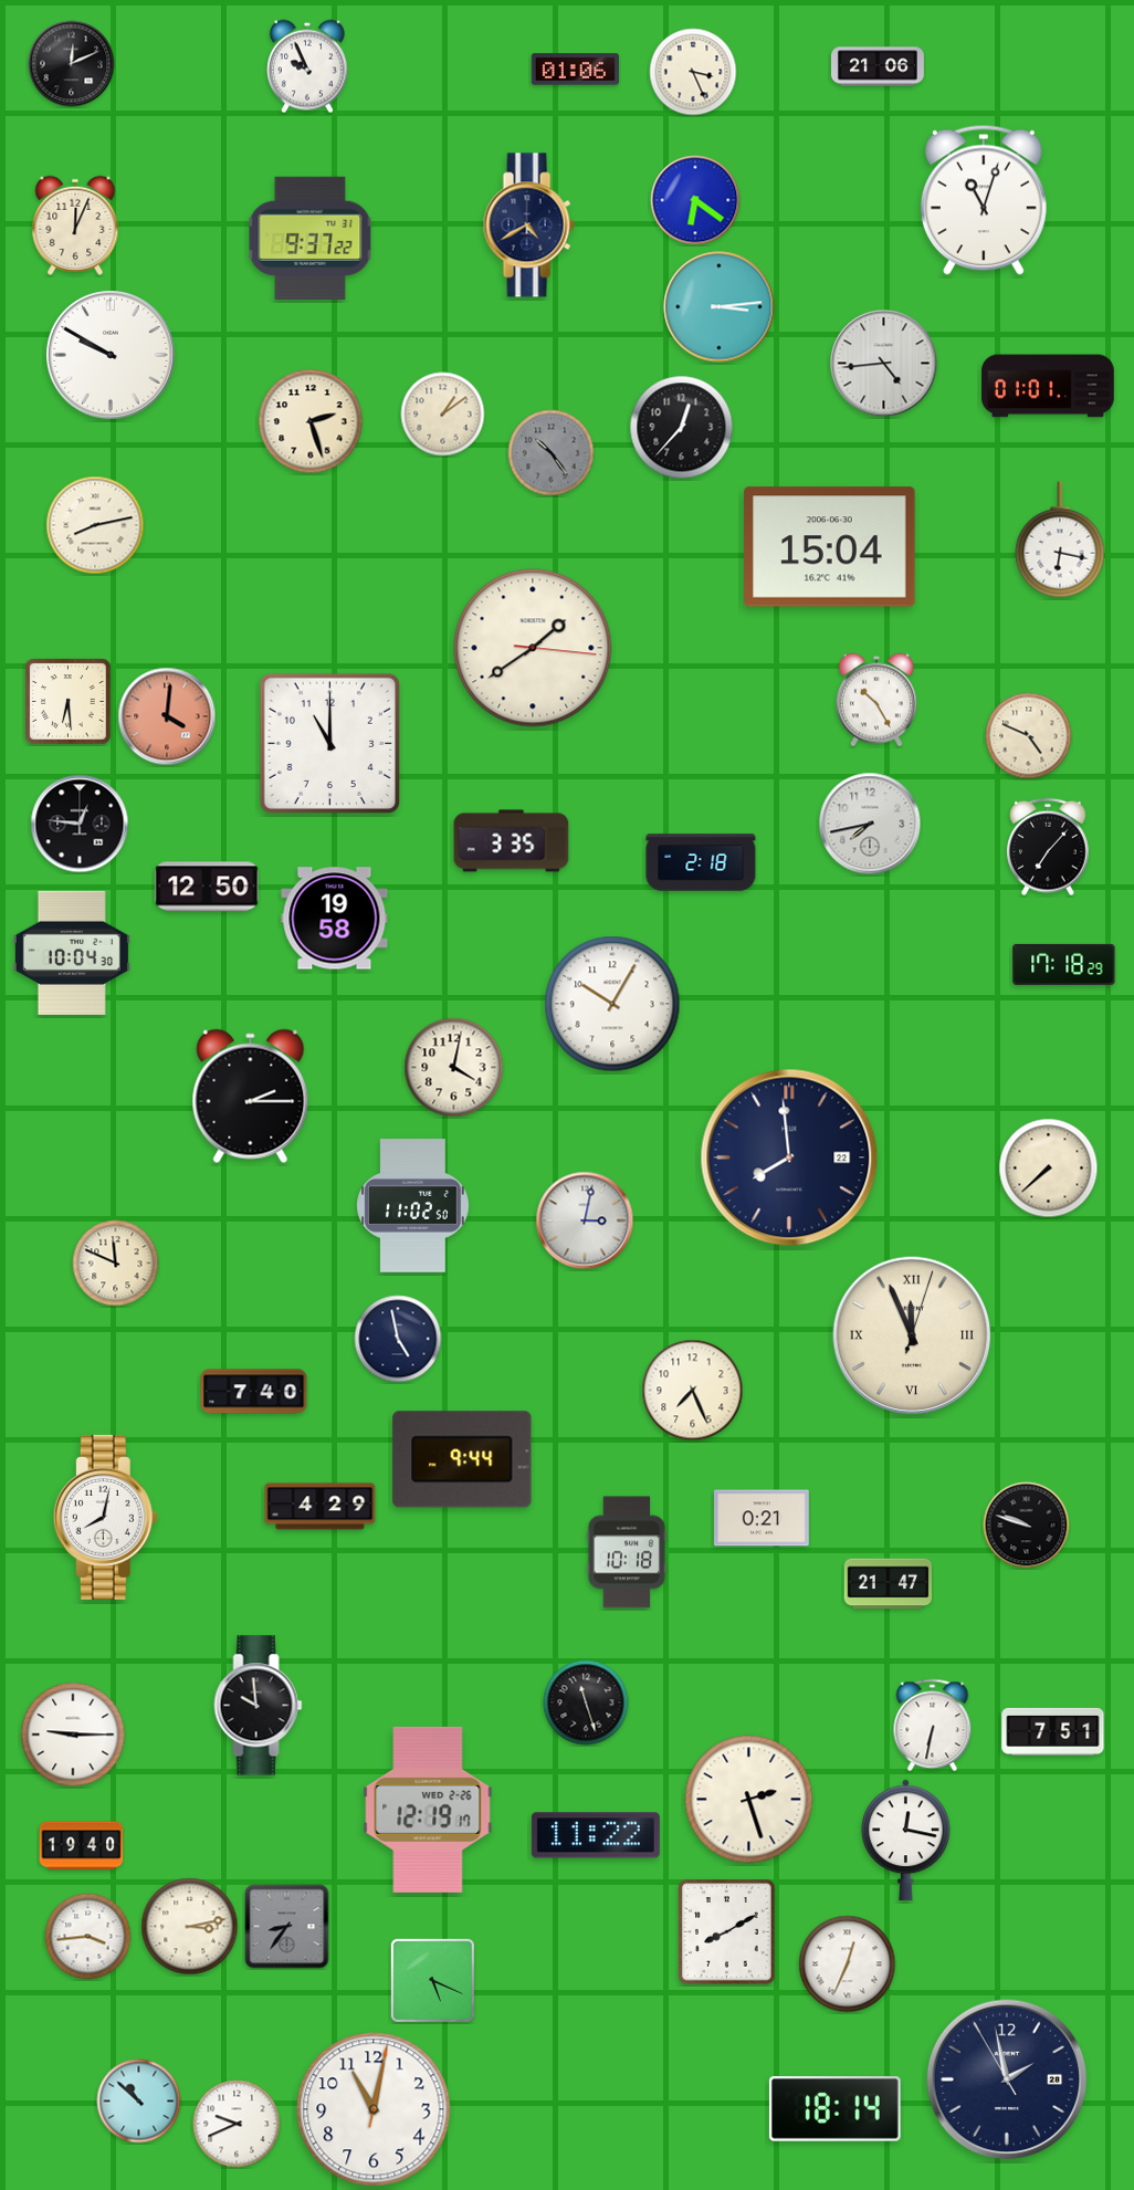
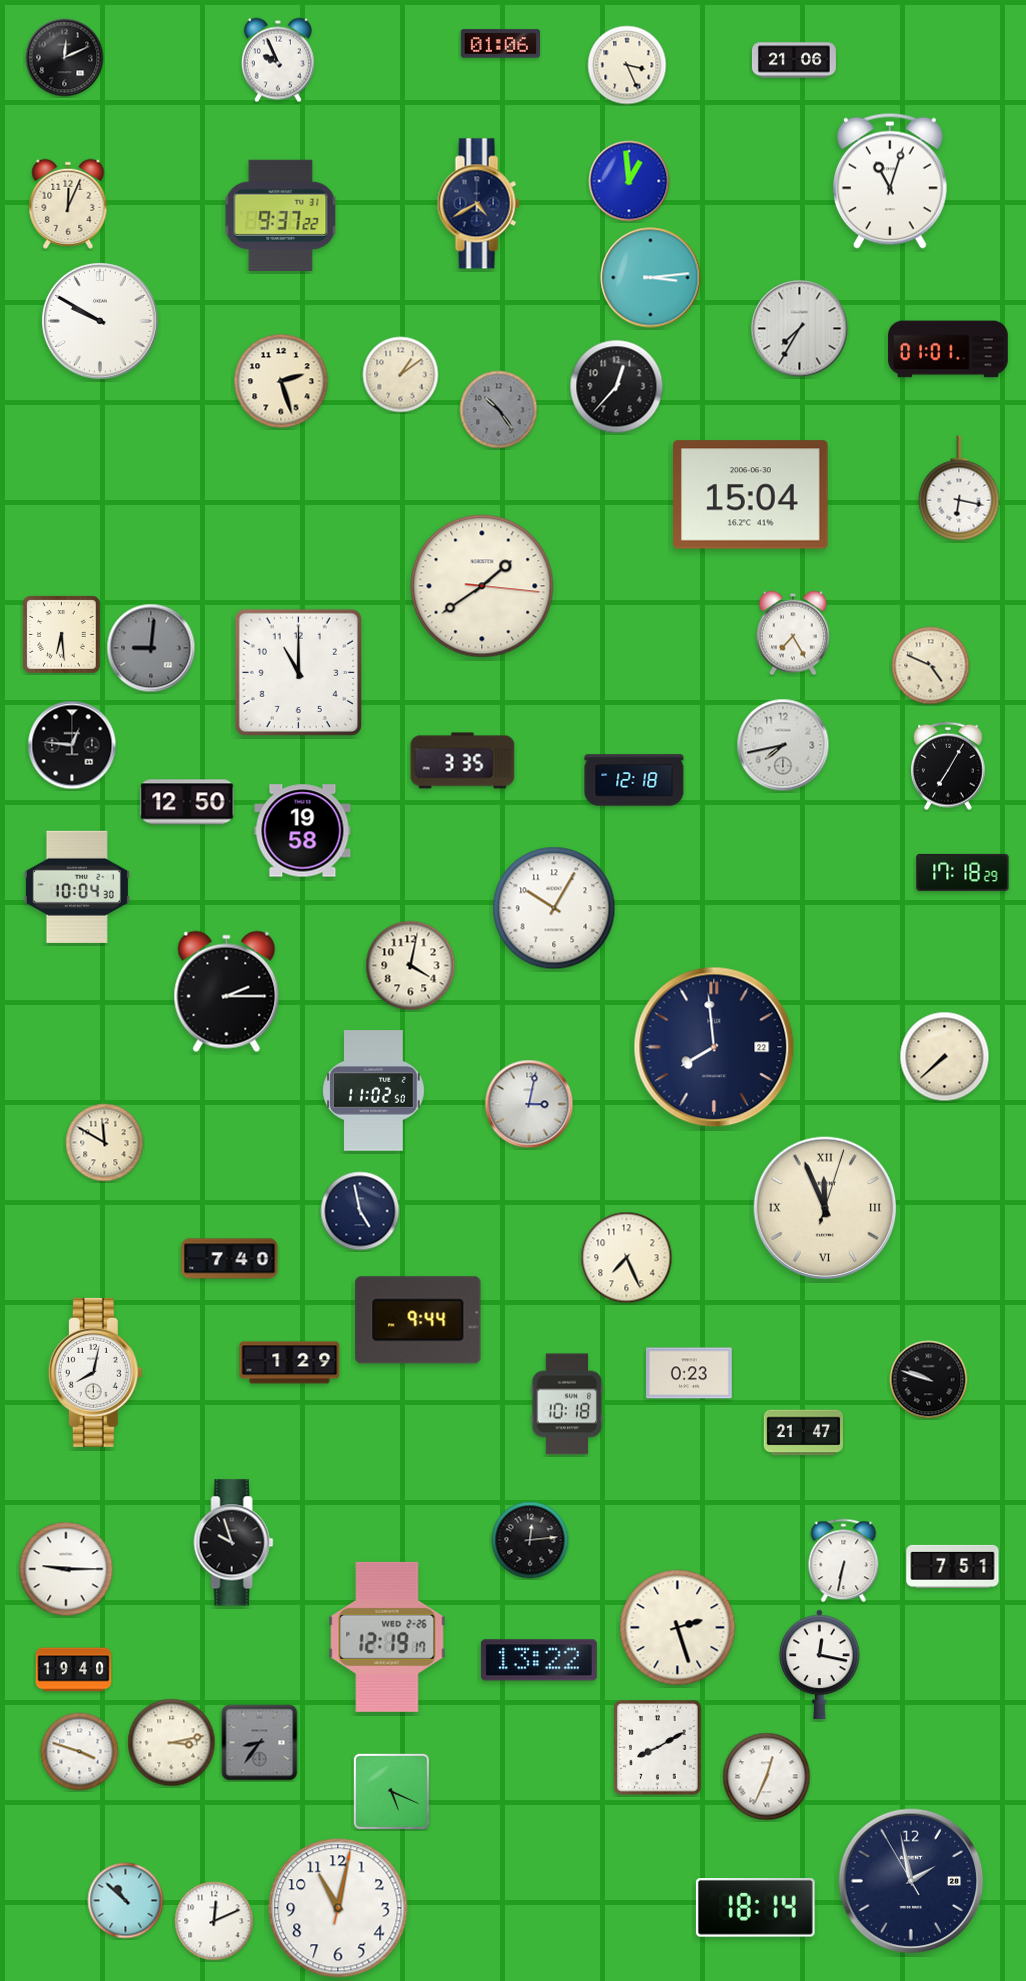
clock at (575, 70) position: (575, 70) -> (500, 44)
clock at (695, 200): 6:21 -> 12:59
clock at (884, 364): 4:44 -> 7:35
clock at (95, 525): 8:13 -> none
clock at (876, 700): 10:25 -> 7:25
clock at (167, 716): 4:01 -> 9:01
clock at (167, 716) dial: salmon -> grey
clock at (870, 824) position: (870, 824) -> (783, 745)
clock at (1049, 847): 7:07 -> 7:05
clock at (701, 862): 2:18 -> 12:18
clock at (72, 953) position: (72, 953) -> (77, 887)
clock at (1049, 1169) position: (1049, 1169) -> (945, 1057)
clock at (116, 1264): 11:49 -> 11:50
clock at (321, 1507): 4:29 -> 1:29
clock at (763, 1518): 0:21 -> 0:23
clock at (586, 1702): 11:27 -> 12:14
clock at (259, 1706): 9:59 -> 9:57
clock at (596, 1835): 11:22 -> 13:22
clock at (88, 1937): 3:44 -> 3:48
clock at (237, 2124): 9:41 -> 12:11
